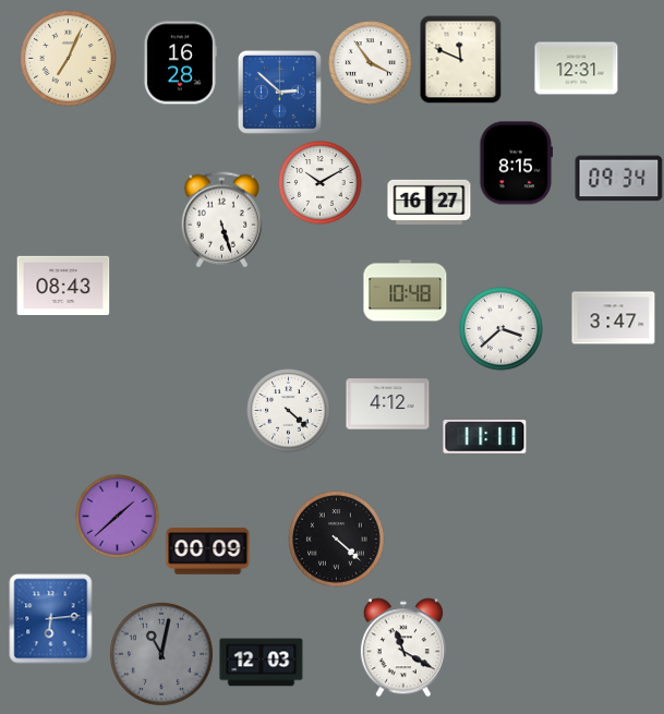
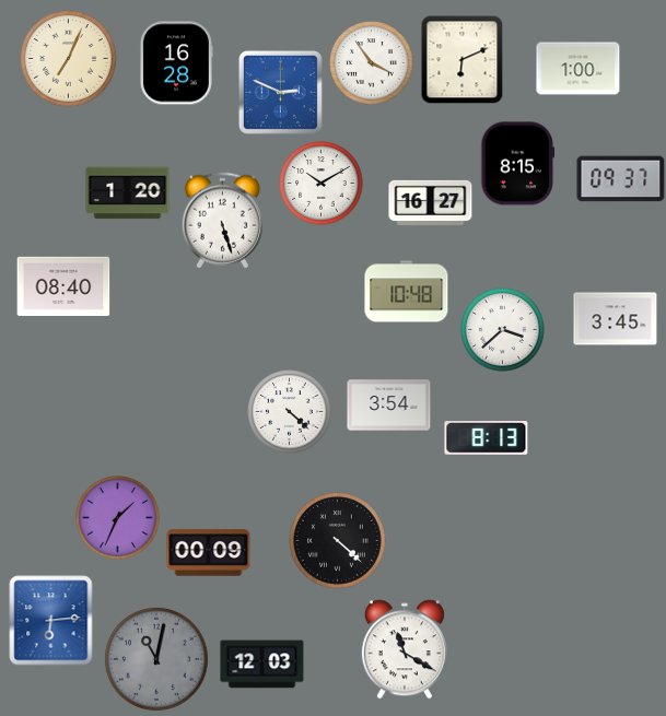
clock at (461, 59): 11:49 -> 6:11
clock at (180, 63) position: (180, 63) -> (176, 63)
clock at (577, 69): 12:31 -> 1:00
clock at (279, 92): 2:52 -> 2:49
clock at (619, 179): 09:34 -> 09:37
clock at (128, 193): none -> 1:20
clock at (63, 285): 08:43 -> 08:40
clock at (614, 318): 3:47 -> 3:45
clock at (388, 404): 4:12 -> 3:54
clock at (485, 437): 11:11 -> 8:13
clock at (118, 517): 1:38 -> 1:34
clock at (161, 654) position: (161, 654) -> (156, 659)
